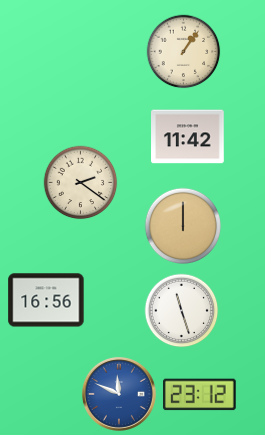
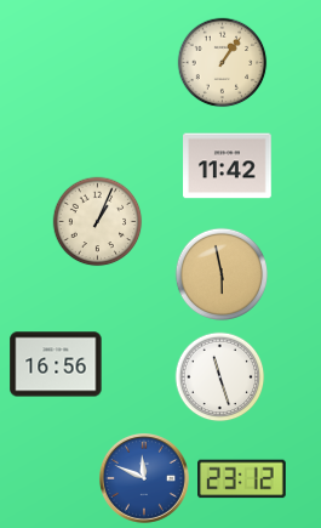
clock at (81, 183): 2:21 -> 1:04
clock at (183, 226): 12:00 -> 5:58
